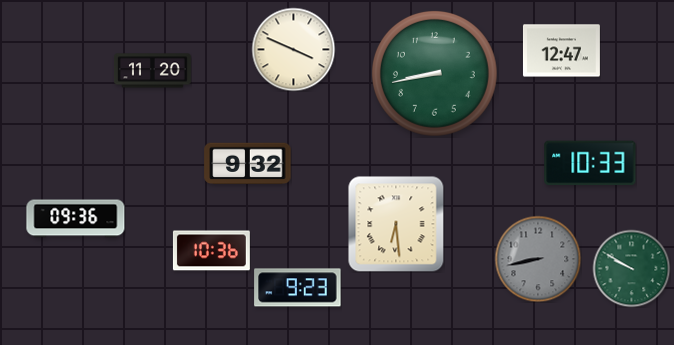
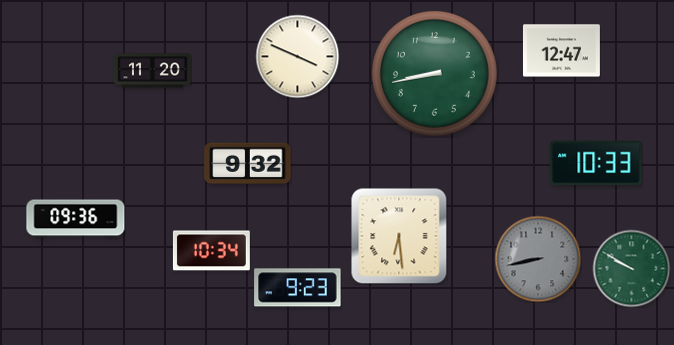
clock at (293, 49) position: (293, 49) -> (297, 56)
clock at (590, 163) position: (590, 163) -> (596, 163)
clock at (396, 224) position: (396, 224) -> (399, 236)
clock at (211, 251): 10:36 -> 10:34
